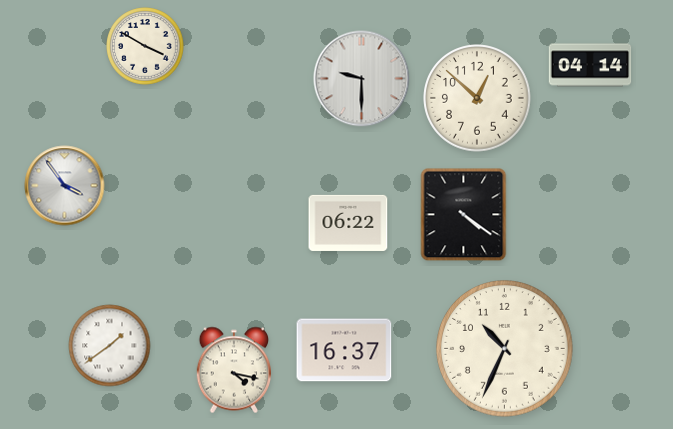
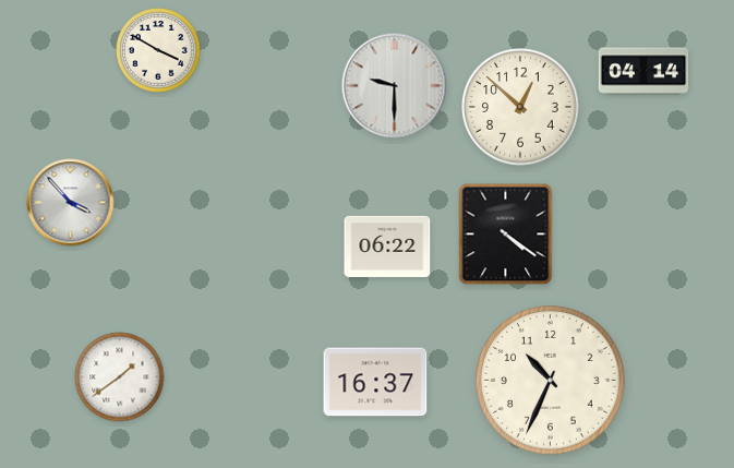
clock at (65, 186): 3:54 -> 3:53
clock at (348, 223) position: (348, 223) -> (387, 247)
clock at (234, 370): 4:17 -> none
